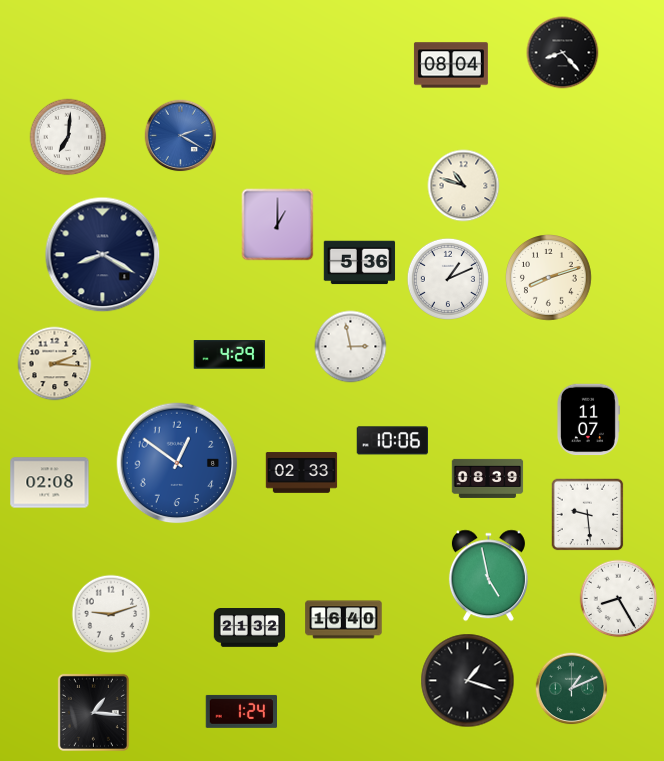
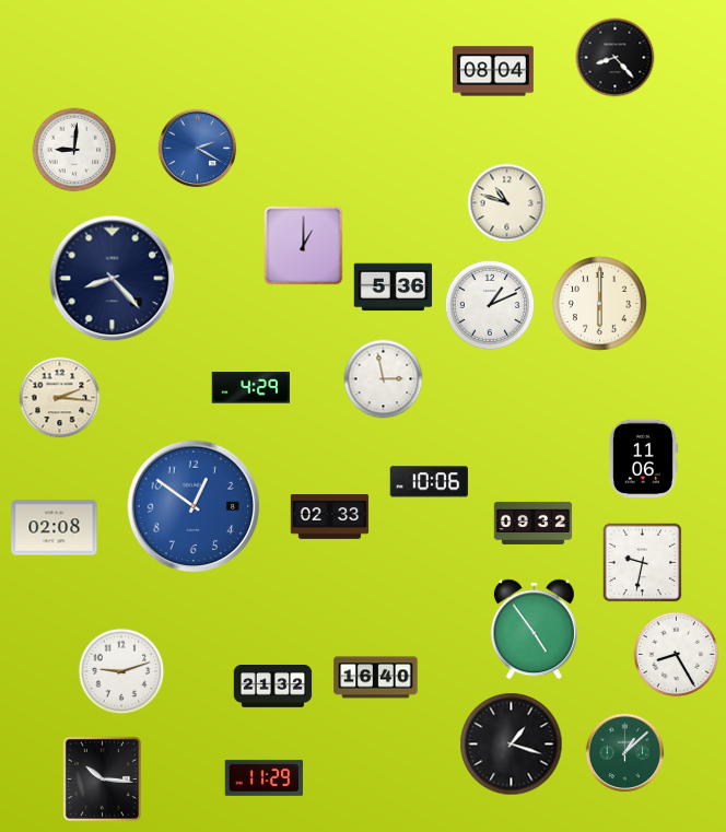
clock at (68, 137): 7:01 -> 9:01
clock at (103, 255): 8:20 -> 8:23
clock at (549, 278): 8:12 -> 6:00
clock at (588, 420): 11:07 -> 11:06
clock at (488, 478): 08:39 -> 09:32
clock at (588, 515): 9:29 -> 9:32
clock at (488, 576): 4:58 -> 4:54
clock at (572, 689): 1:11 -> 1:08
clock at (241, 711): 1:24 -> 11:29
clock at (93, 712): 1:16 -> 10:16
